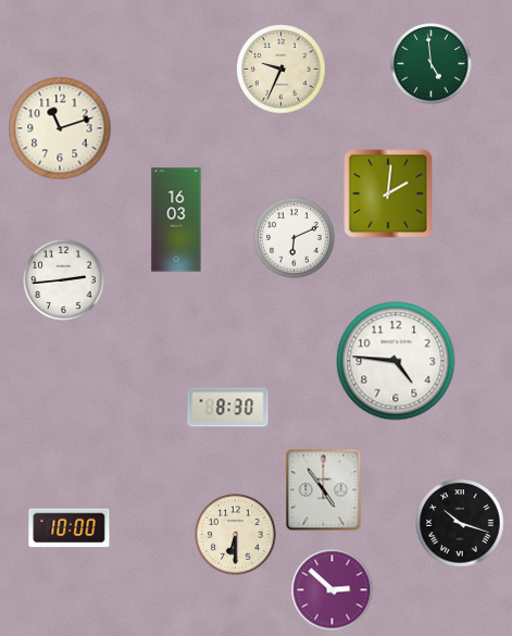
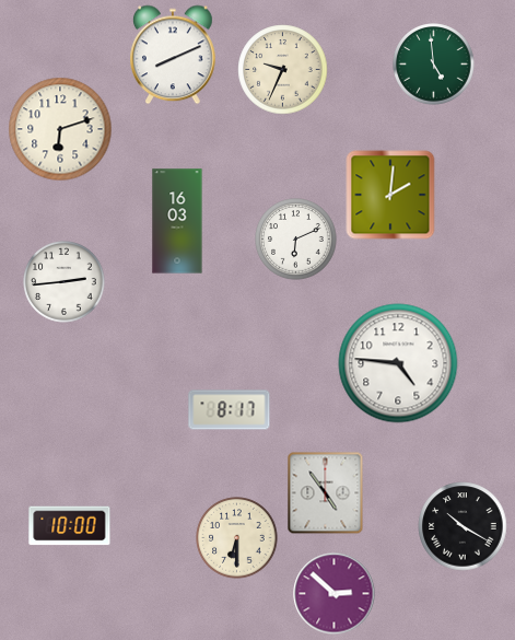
clock at (174, 55): none -> 8:11
clock at (60, 128): 11:12 -> 6:12
clock at (228, 408): 8:30 -> 8:17
clock at (460, 523): 10:18 -> 10:20
clock at (70, 528) position: (70, 528) -> (70, 526)
